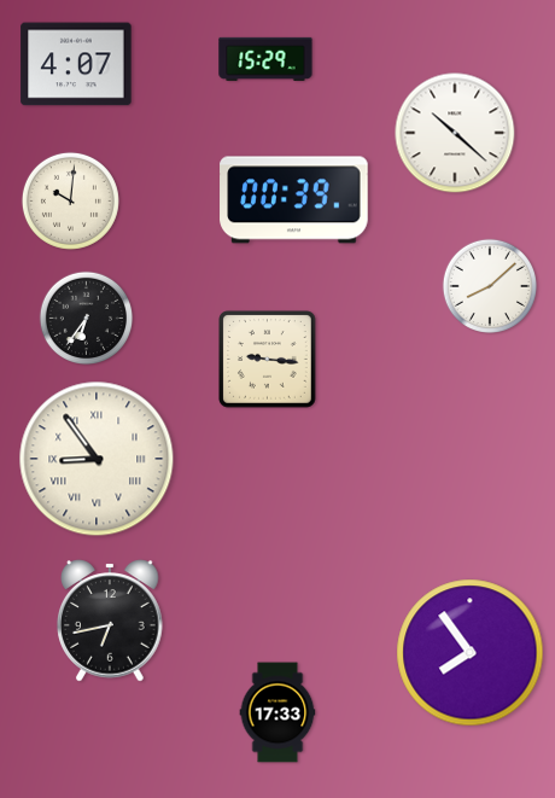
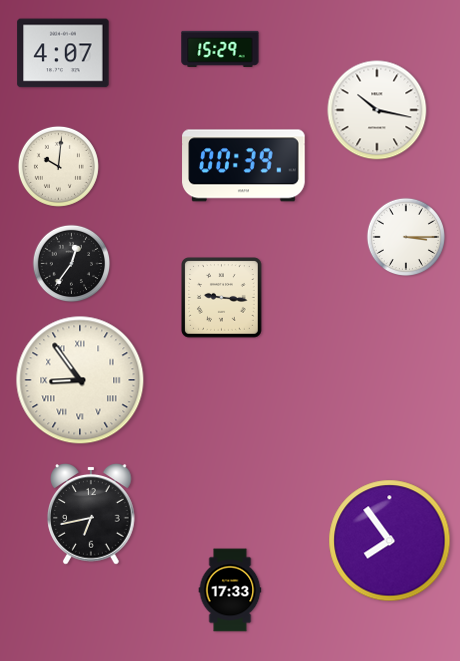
clock at (455, 133): 10:22 -> 10:17
clock at (489, 285): 8:08 -> 3:15
clock at (87, 319): 6:36 -> 12:36
